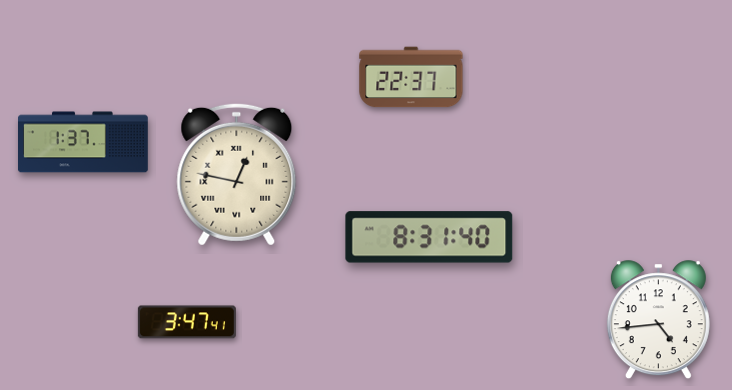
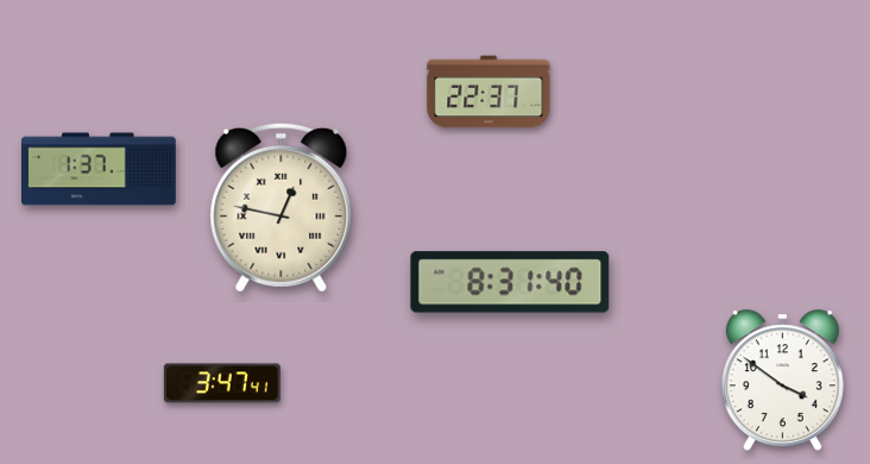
clock at (658, 320): 4:44 -> 3:51
